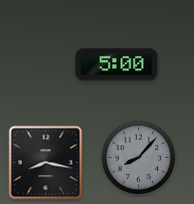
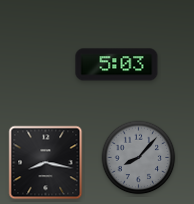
clock at (117, 65): 5:00 -> 5:03
